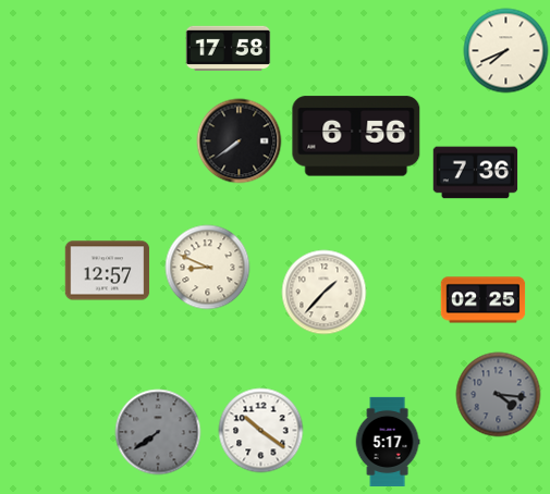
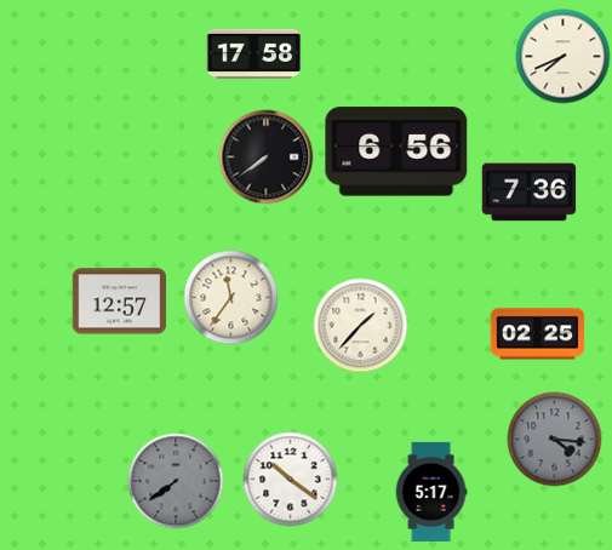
clock at (207, 267): 8:49 -> 11:36
